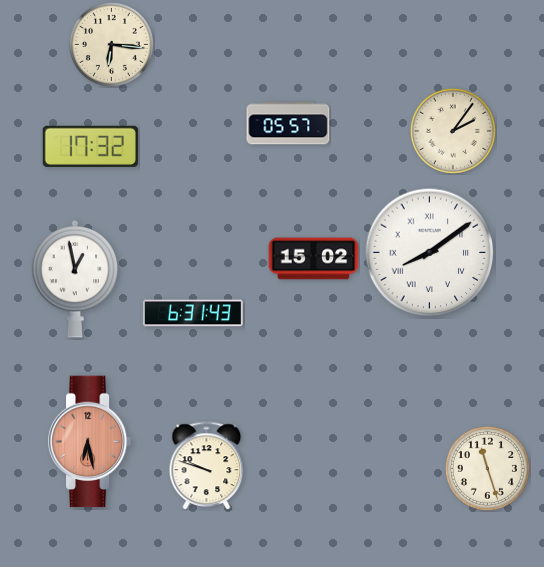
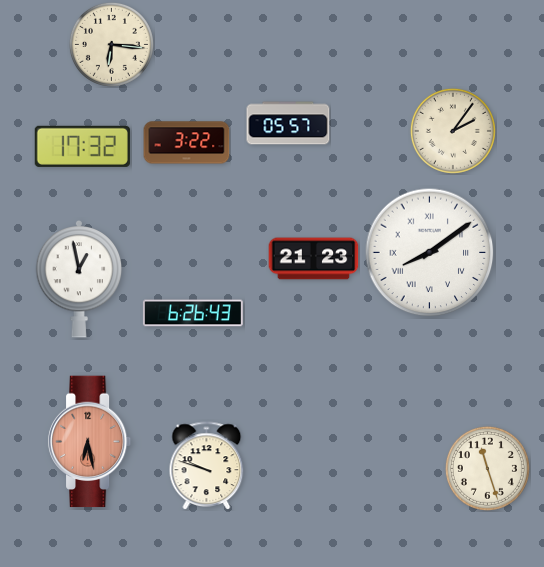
clock at (187, 143): none -> 3:22
clock at (90, 146) position: (90, 146) -> (82, 146)
clock at (314, 259): 15:02 -> 21:23
clock at (75, 279) position: (75, 279) -> (79, 279)
clock at (193, 313): 6:31 -> 6:26
